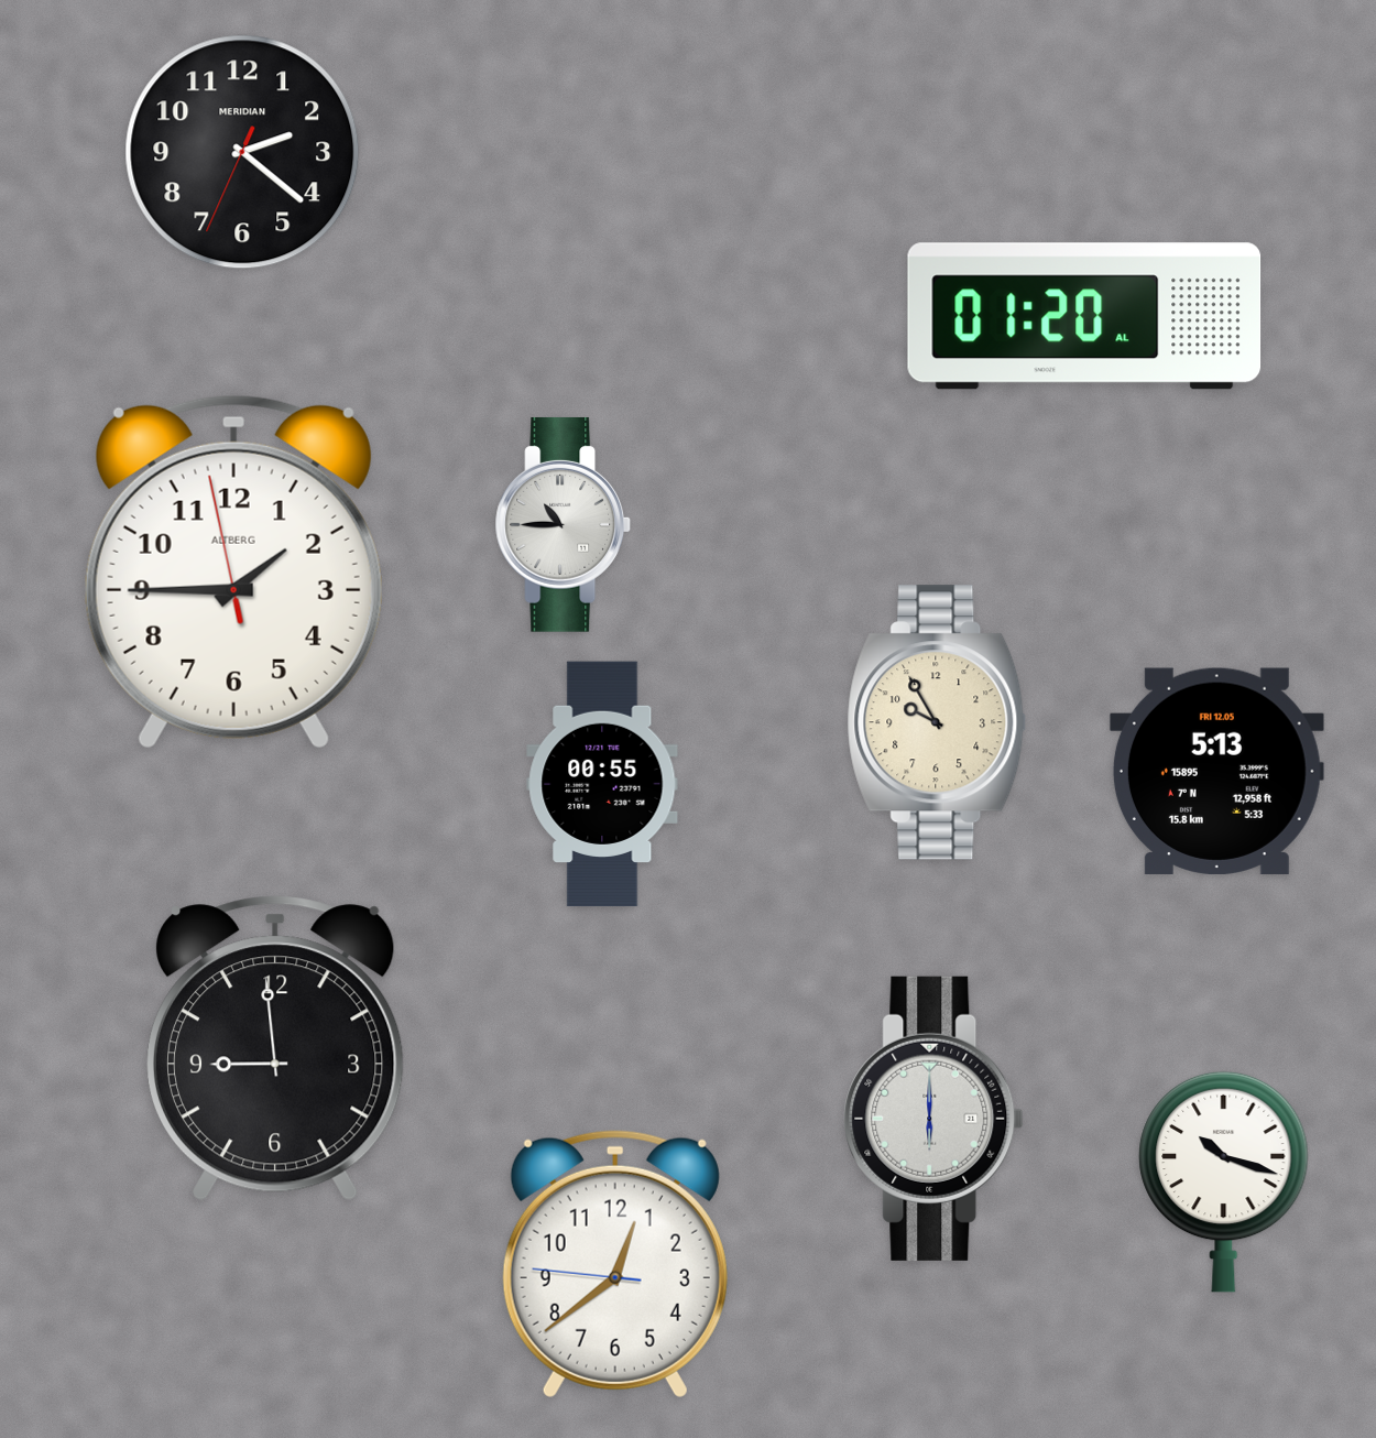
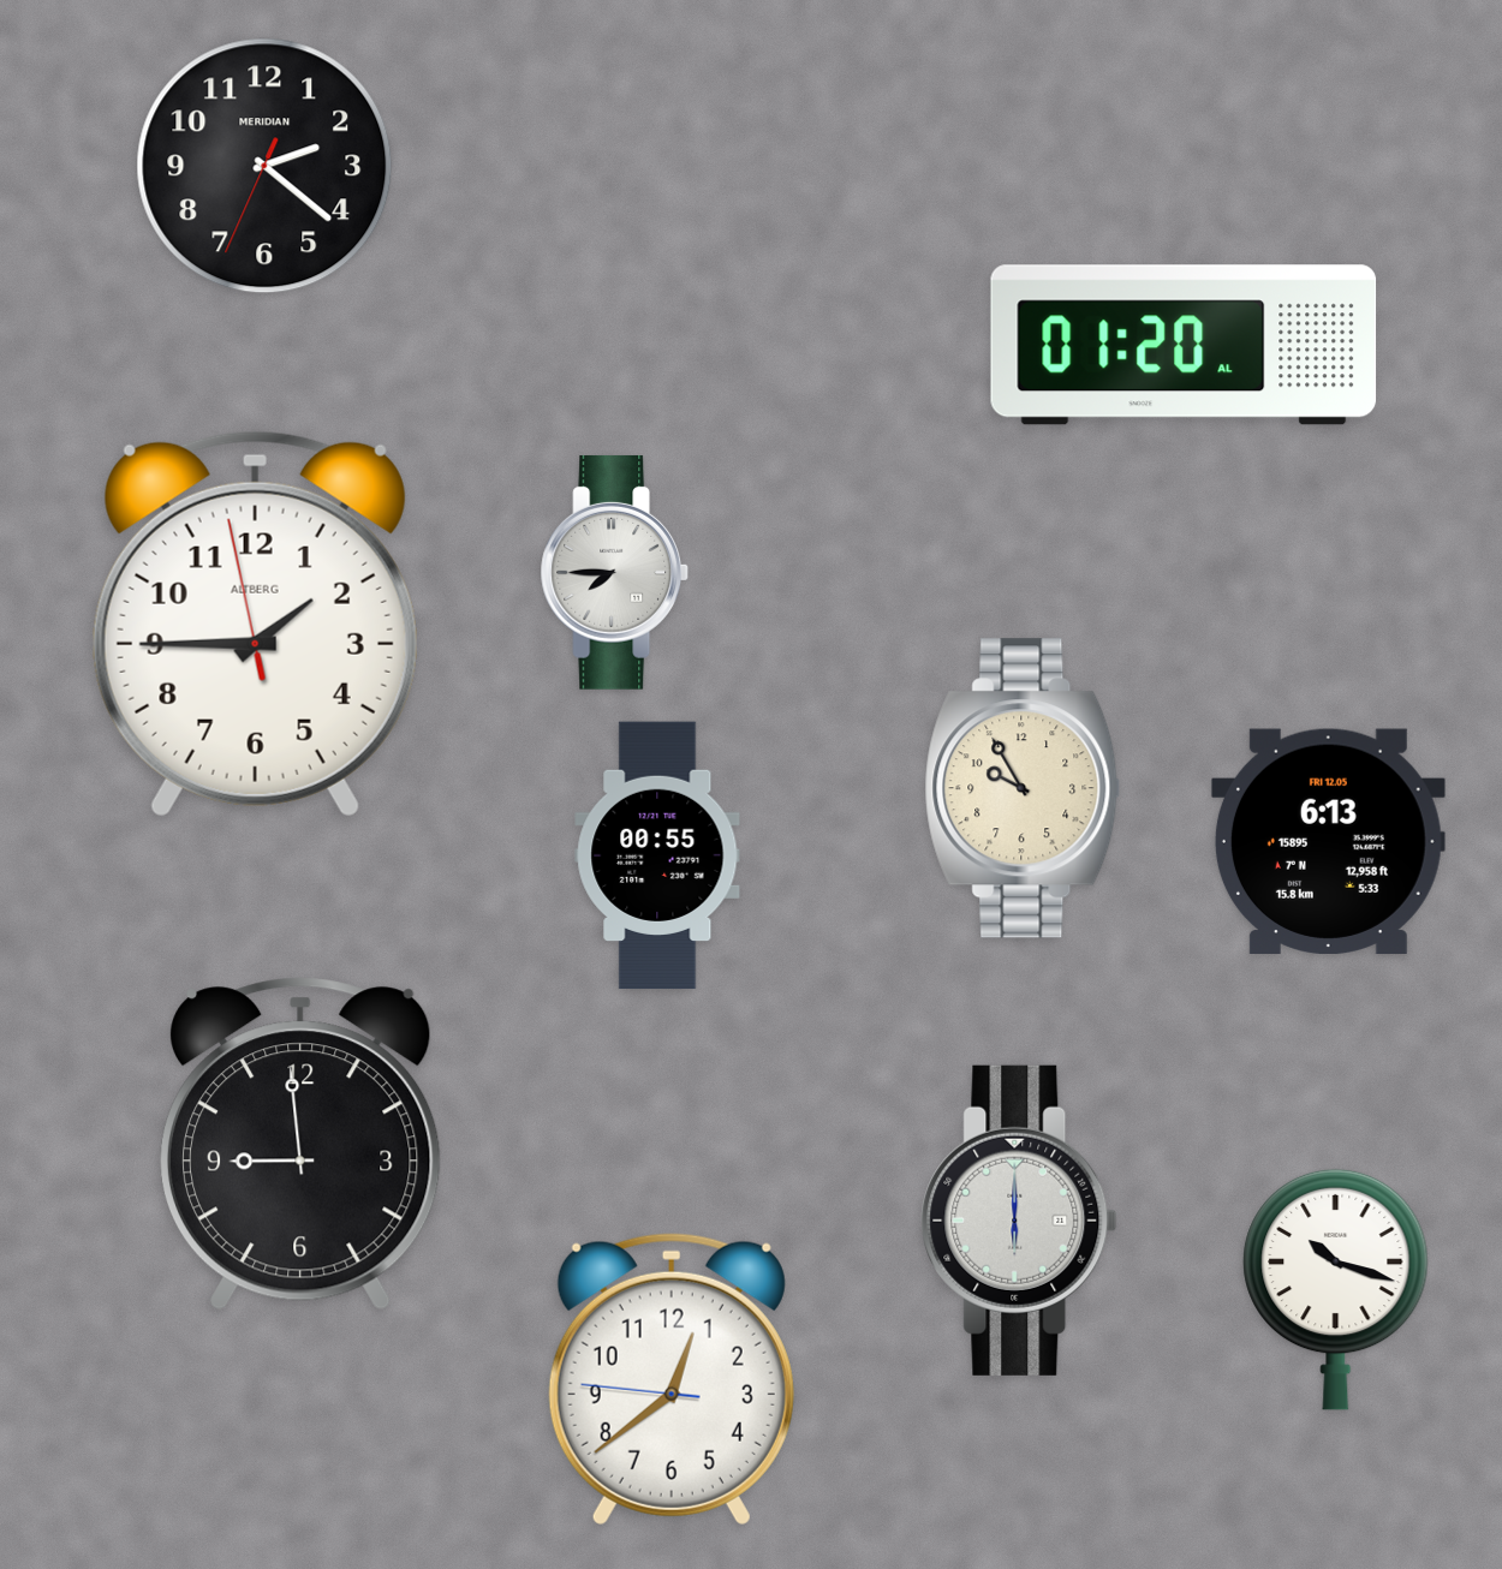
clock at (564, 524): 10:45 -> 7:45
clock at (1216, 771): 5:13 -> 6:13
